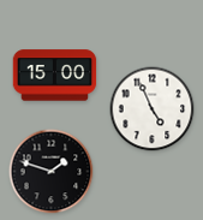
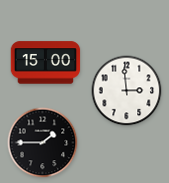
clock at (153, 109): 4:56 -> 2:59
clock at (52, 172): 1:48 -> 1:45
